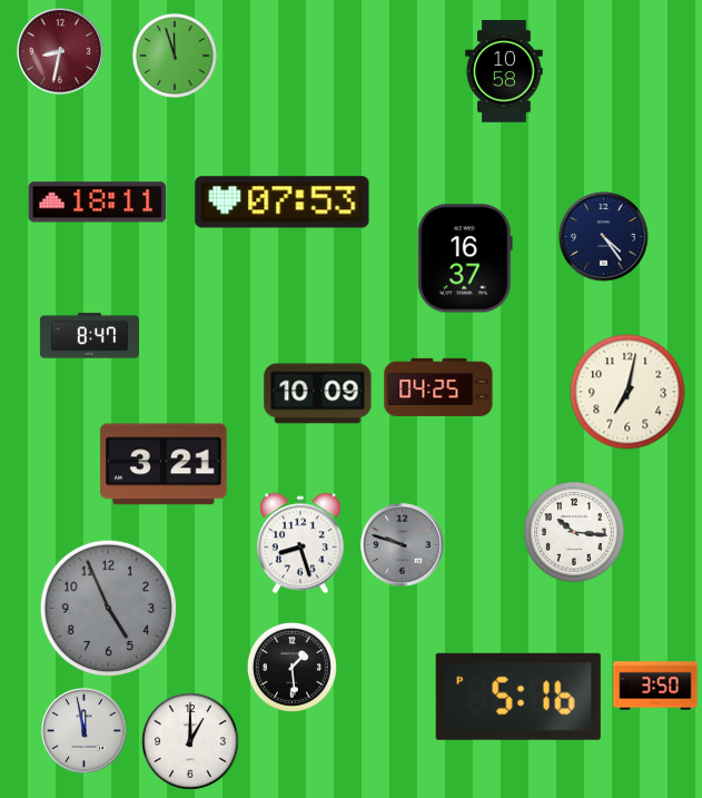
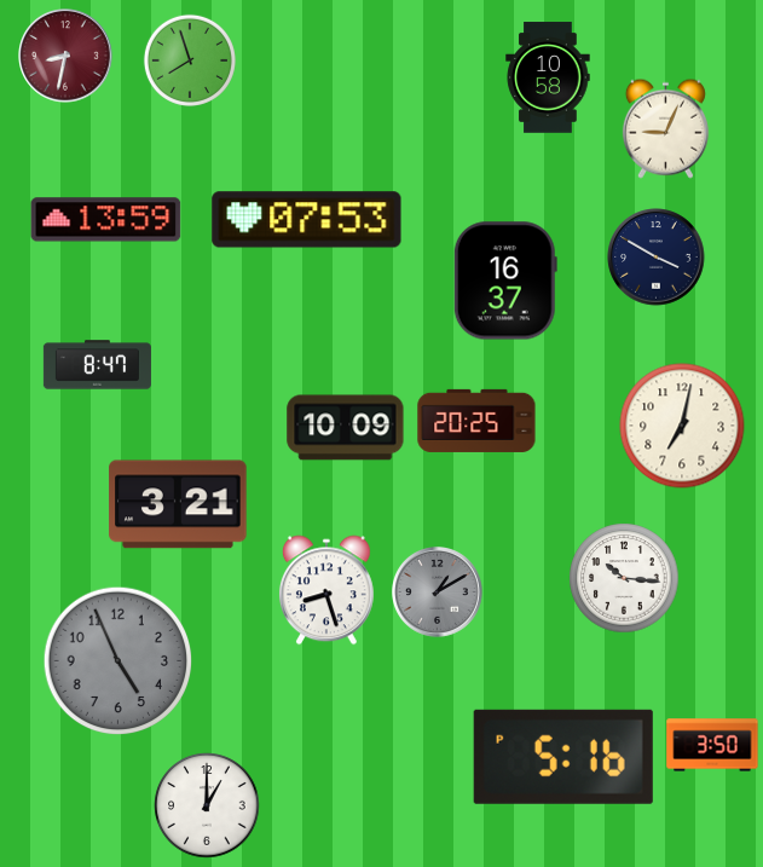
clock at (175, 56): 11:57 -> 7:57
clock at (665, 128): none -> 9:04
clock at (98, 203): 18:11 -> 13:59
clock at (604, 237): 4:24 -> 3:50
clock at (438, 387): 04:25 -> 20:25
clock at (403, 545): 9:48 -> 1:10
clock at (291, 667): 1:29 -> none
clock at (85, 731): 11:58 -> none
